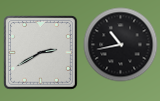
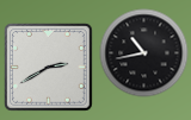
clock at (41, 53) position: (41, 53) -> (49, 68)
